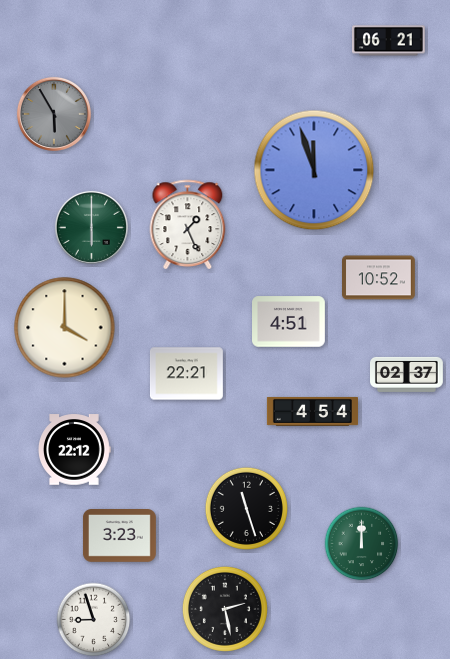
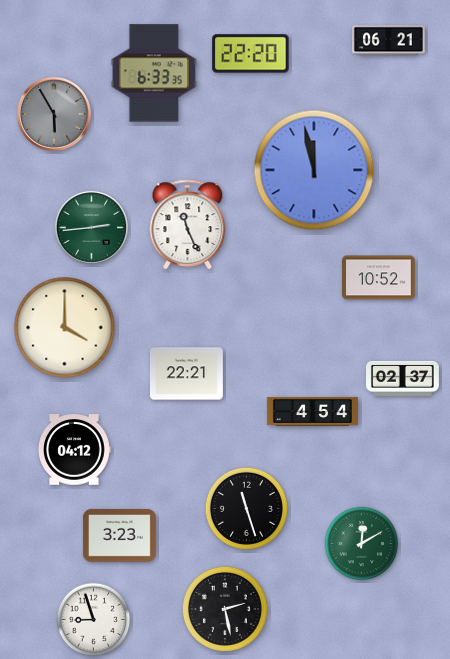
clock at (251, 54): none -> 22:20
clock at (154, 73): none -> 6:33
clock at (314, 170): 11:57 -> 11:58
clock at (188, 225): 1:26 -> 11:26
clock at (91, 227): 6:00 -> 2:44
clock at (289, 322): 4:51 -> none
clock at (407, 374) position: (407, 374) -> (403, 378)
clock at (74, 450): 22:12 -> 04:12
clock at (362, 544): 12:00 -> 12:10
